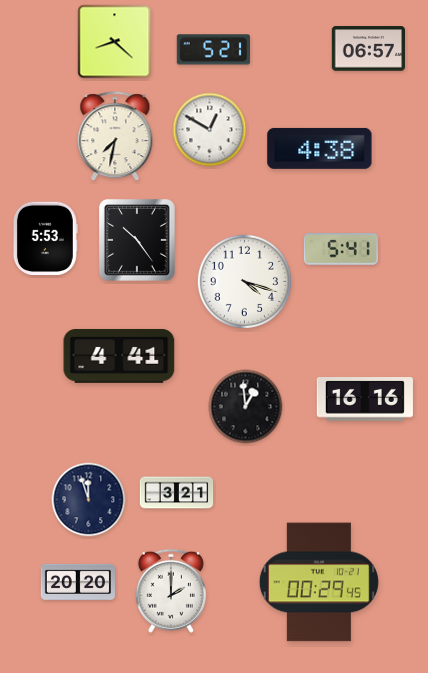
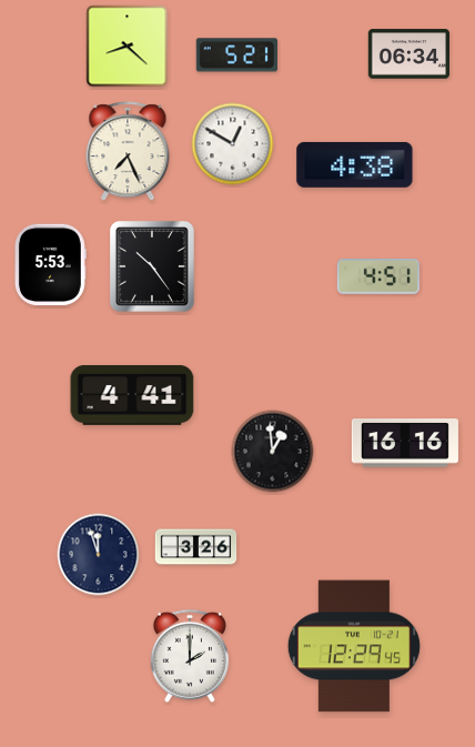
clock at (369, 49): 06:57 -> 06:34
clock at (115, 137): 7:32 -> 7:26
clock at (341, 249): 5:41 -> 4:51
clock at (244, 281): 4:18 -> none
clock at (177, 493): 3:21 -> 3:26
clock at (78, 582): 20:20 -> none
clock at (319, 582): 00:29 -> 12:29
